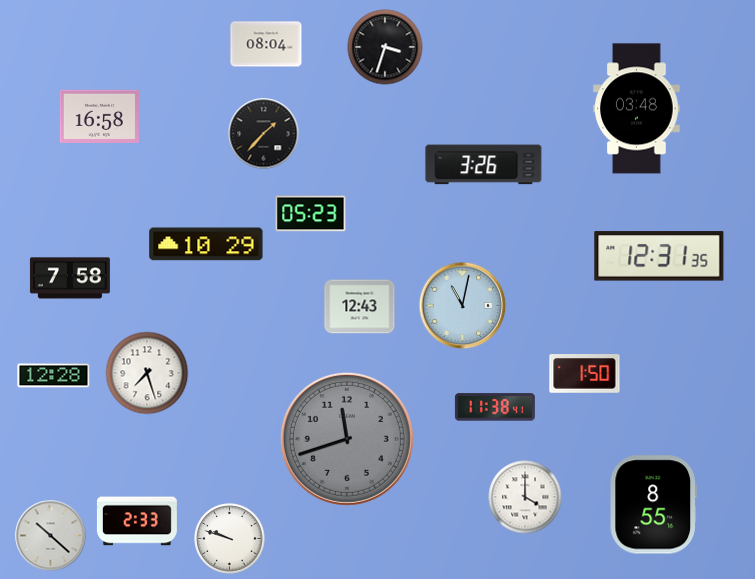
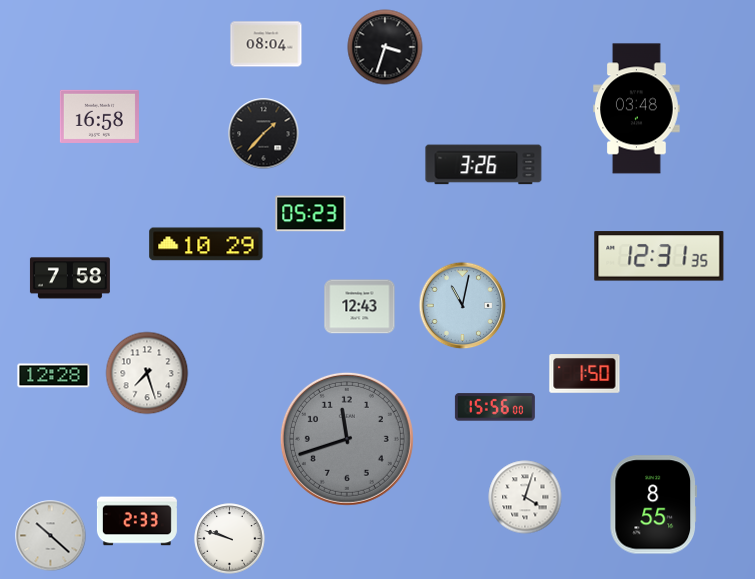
clock at (495, 407): 11:38 -> 15:56
clock at (525, 497): 4:00 -> 4:03
